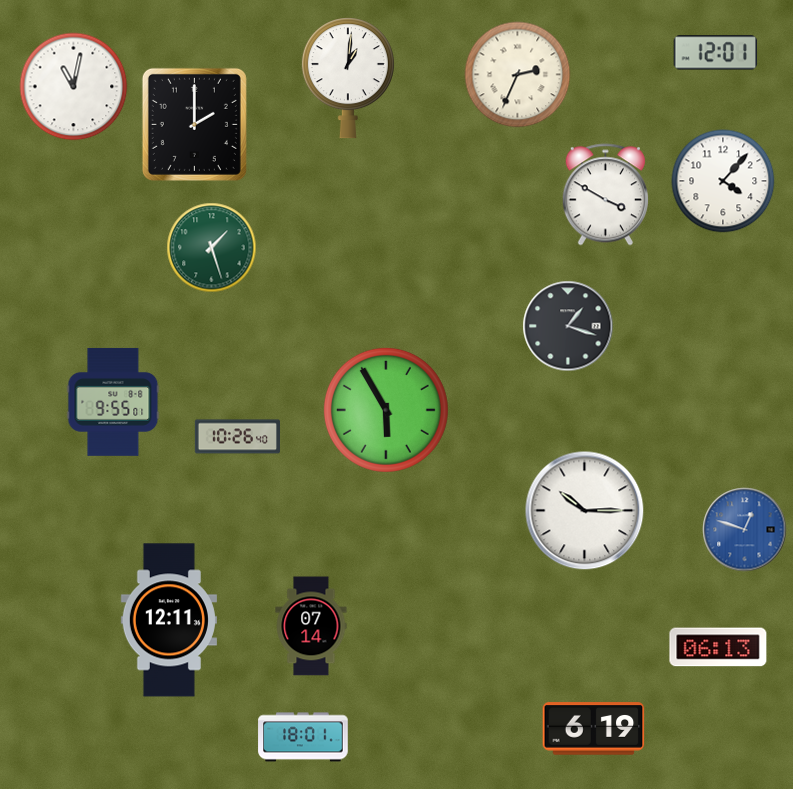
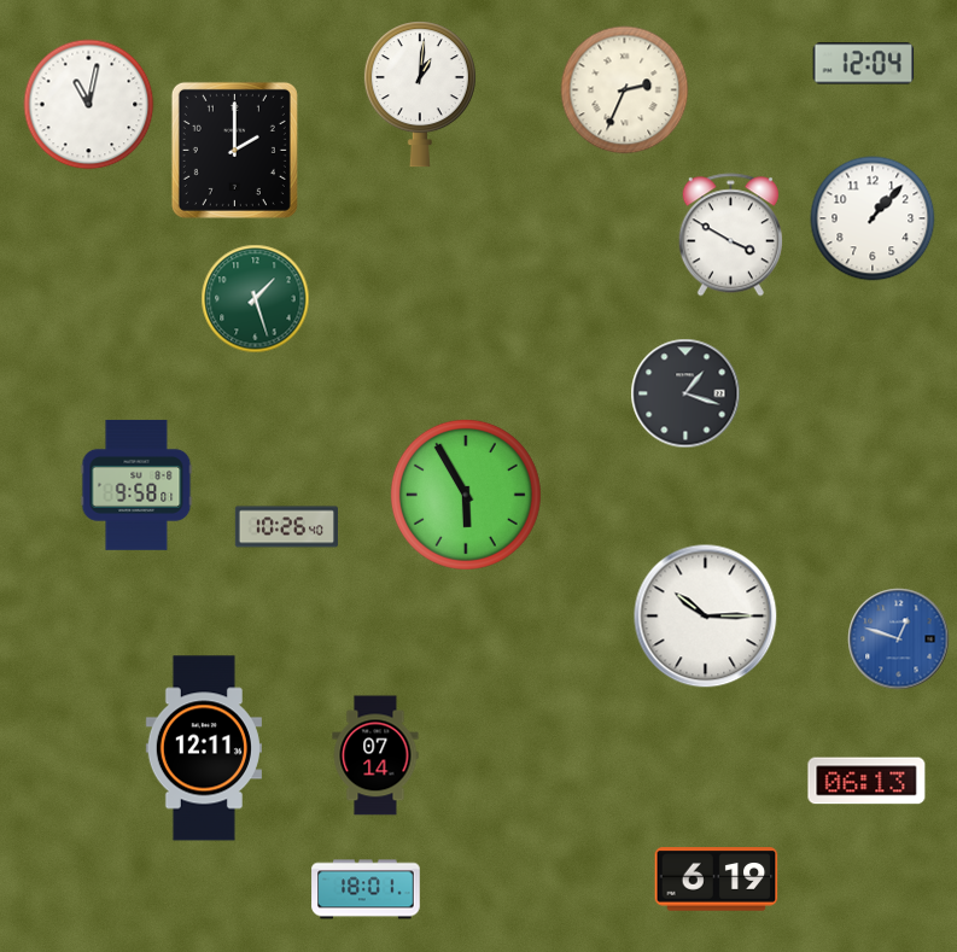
clock at (716, 53): 12:01 -> 12:04
clock at (723, 181): 4:07 -> 1:07
clock at (113, 402): 9:55 -> 9:58
